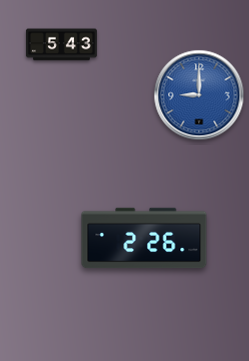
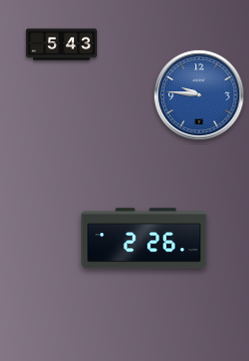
clock at (199, 95): 9:00 -> 9:46
